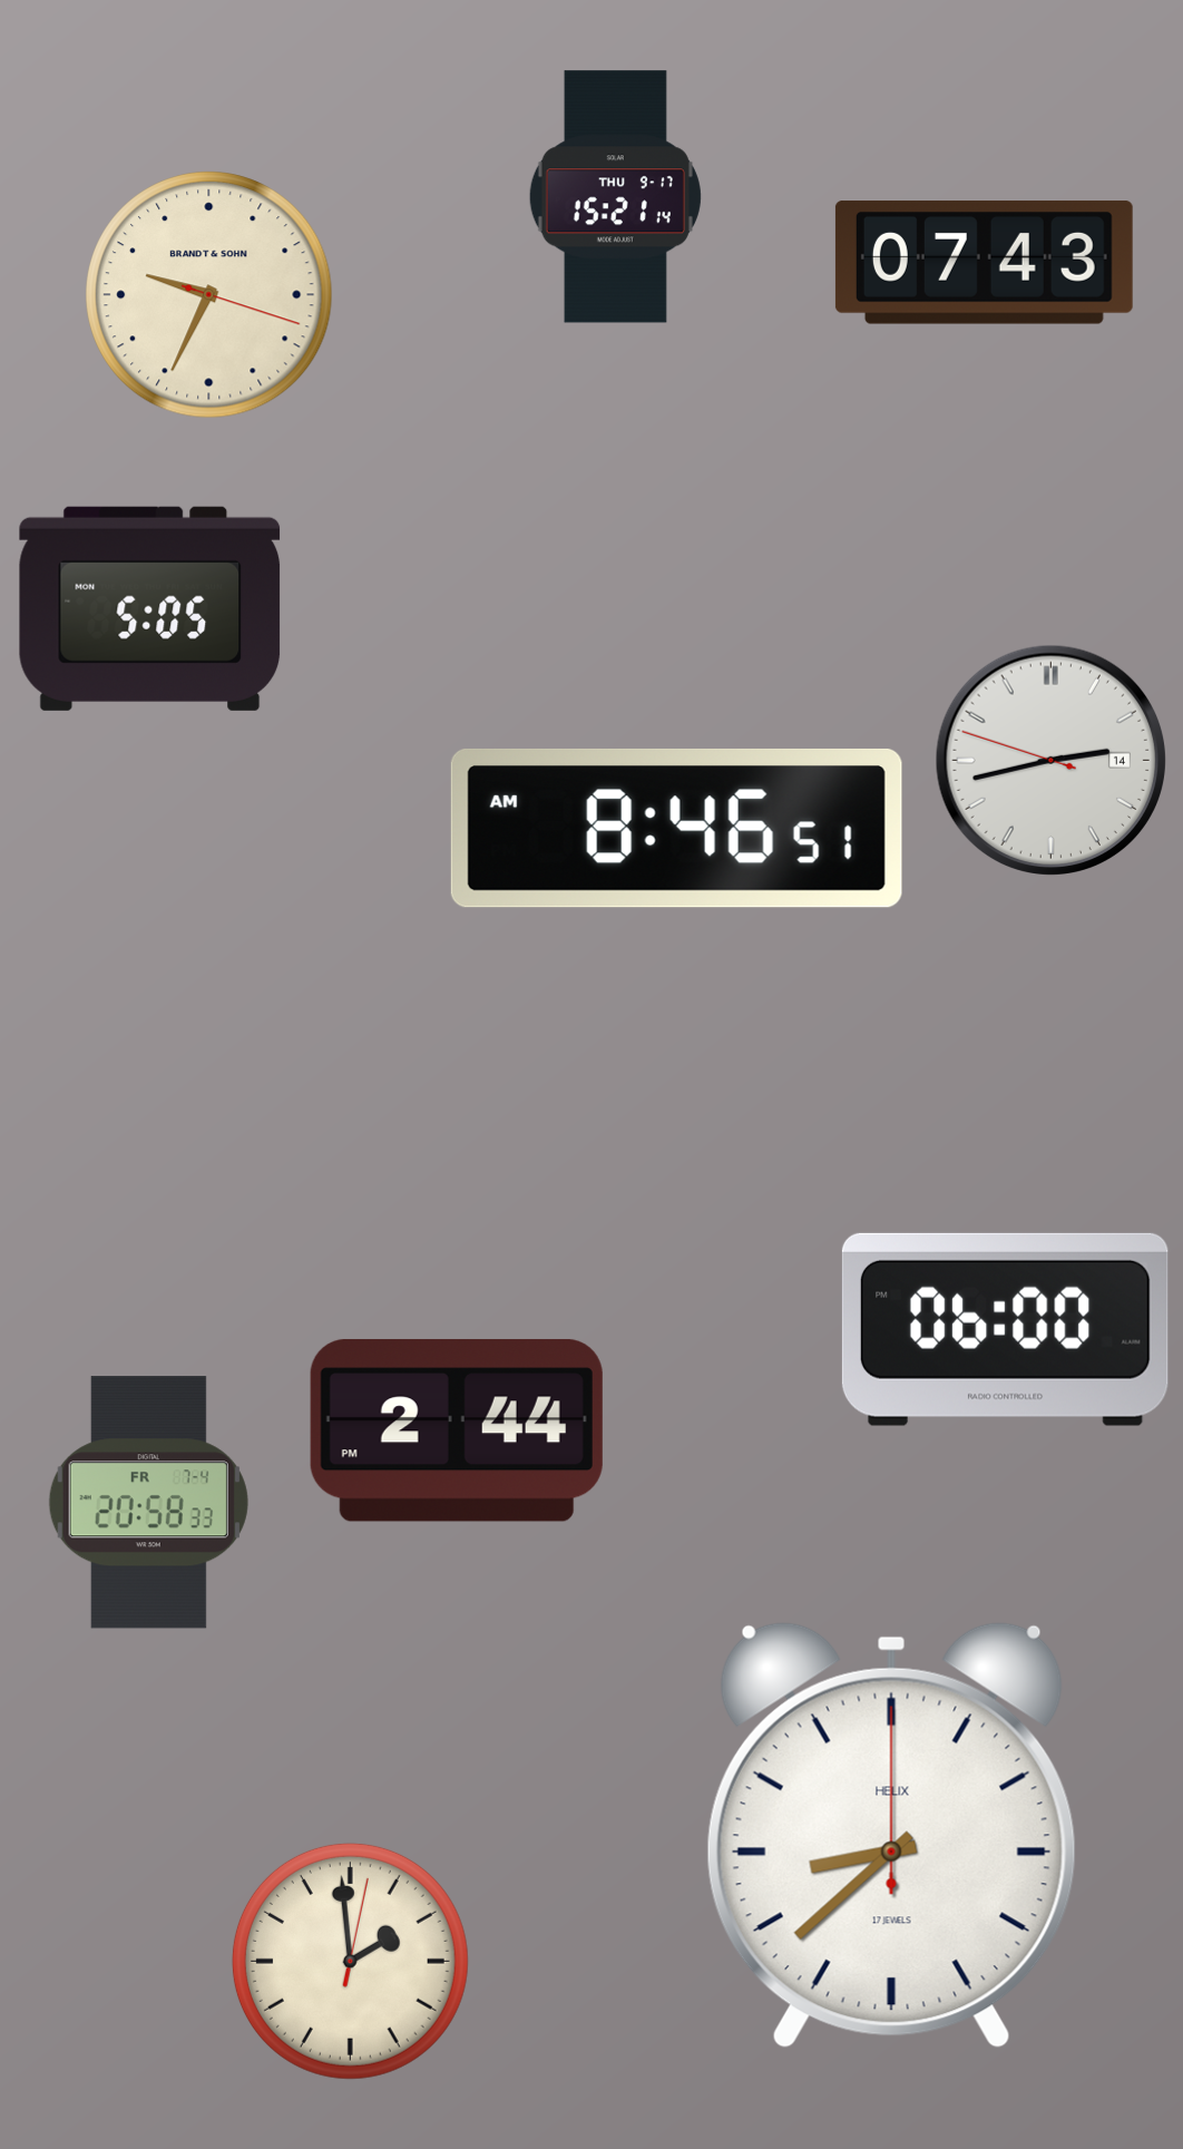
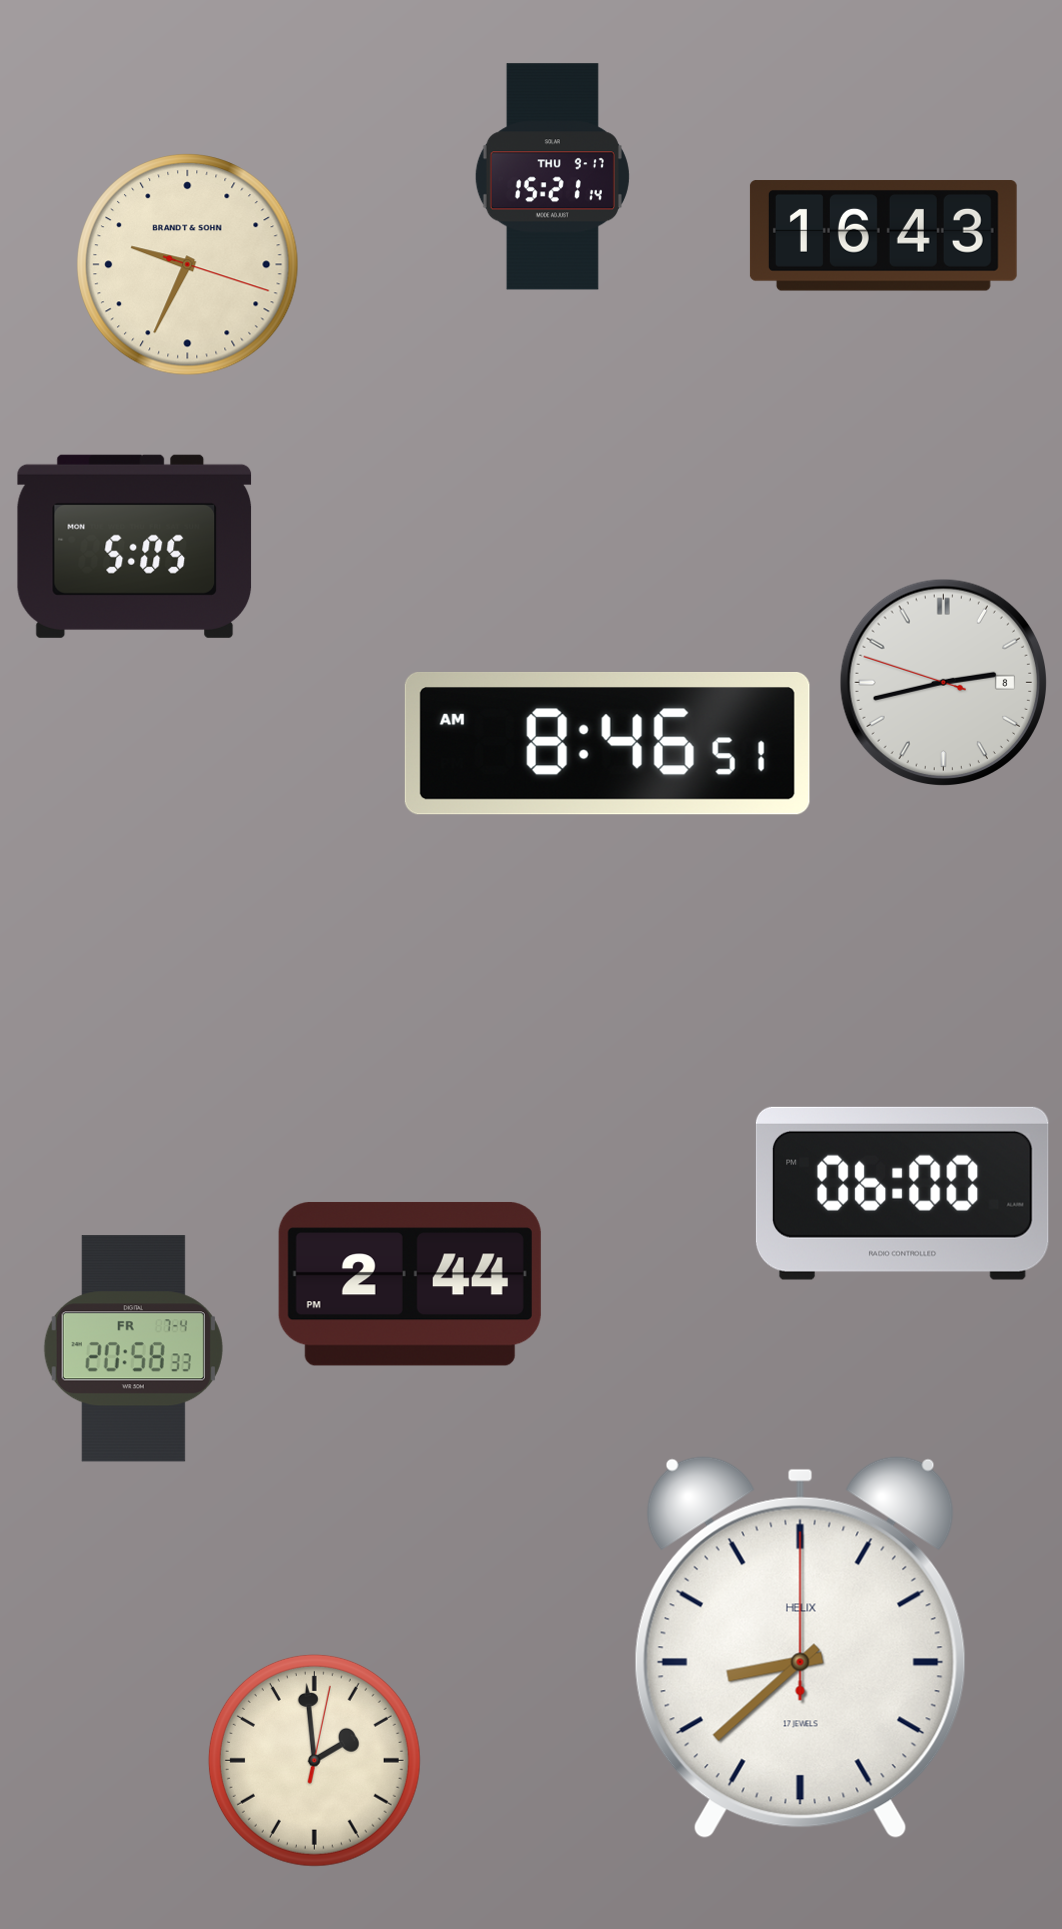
clock at (984, 263): 07:43 -> 16:43
clock at (1050, 760) date: 14 -> 8
